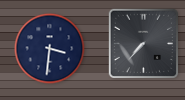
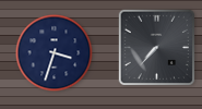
clock at (50, 49): 3:31 -> 3:33
